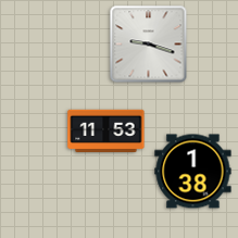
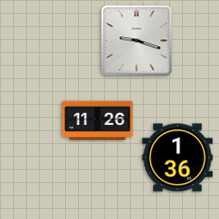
clock at (107, 131): 11:53 -> 11:26
clock at (193, 172): 1:38 -> 1:36
